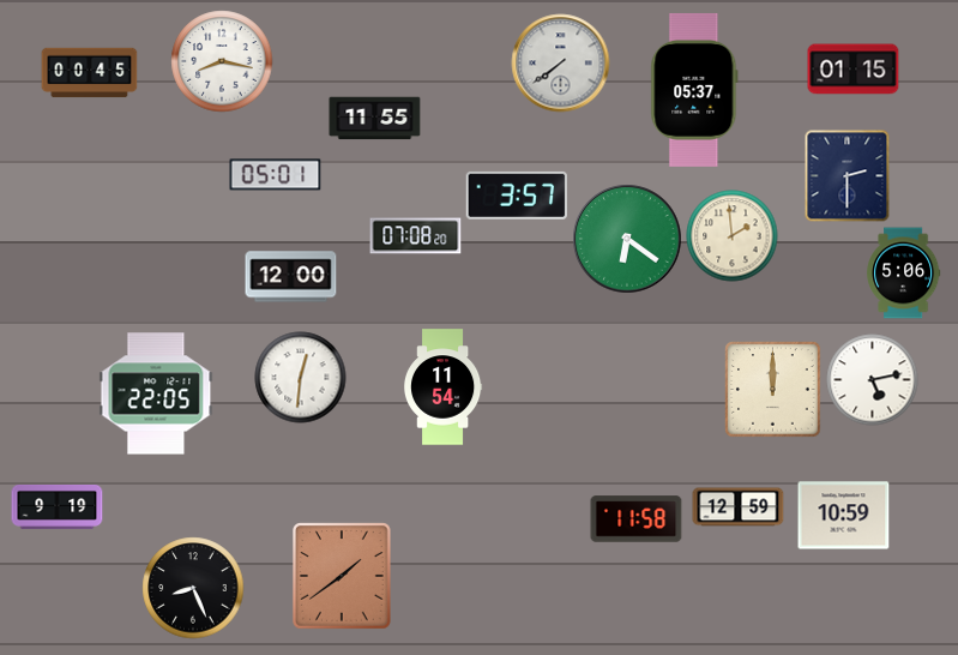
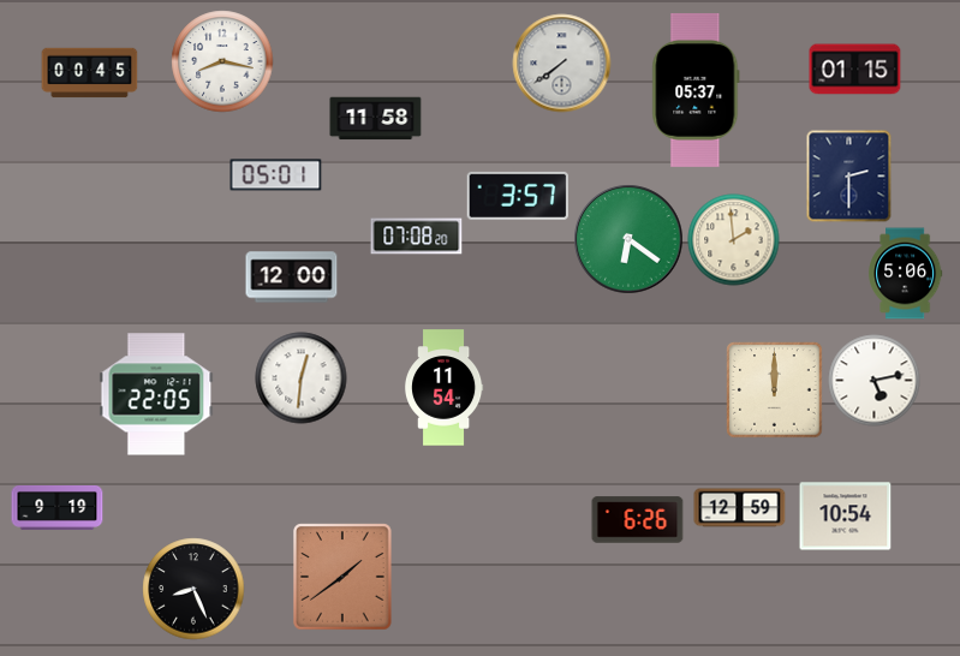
clock at (375, 119): 11:55 -> 11:58
clock at (733, 236) position: (733, 236) -> (734, 240)
clock at (844, 516): 10:59 -> 10:54
clock at (637, 519): 11:58 -> 6:26
